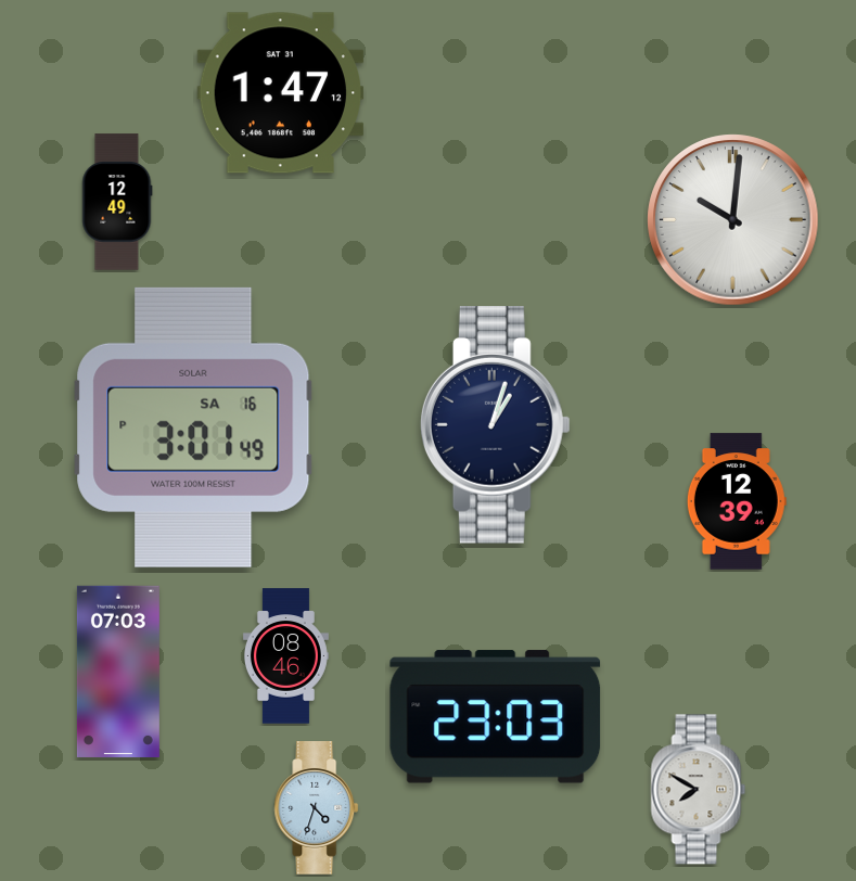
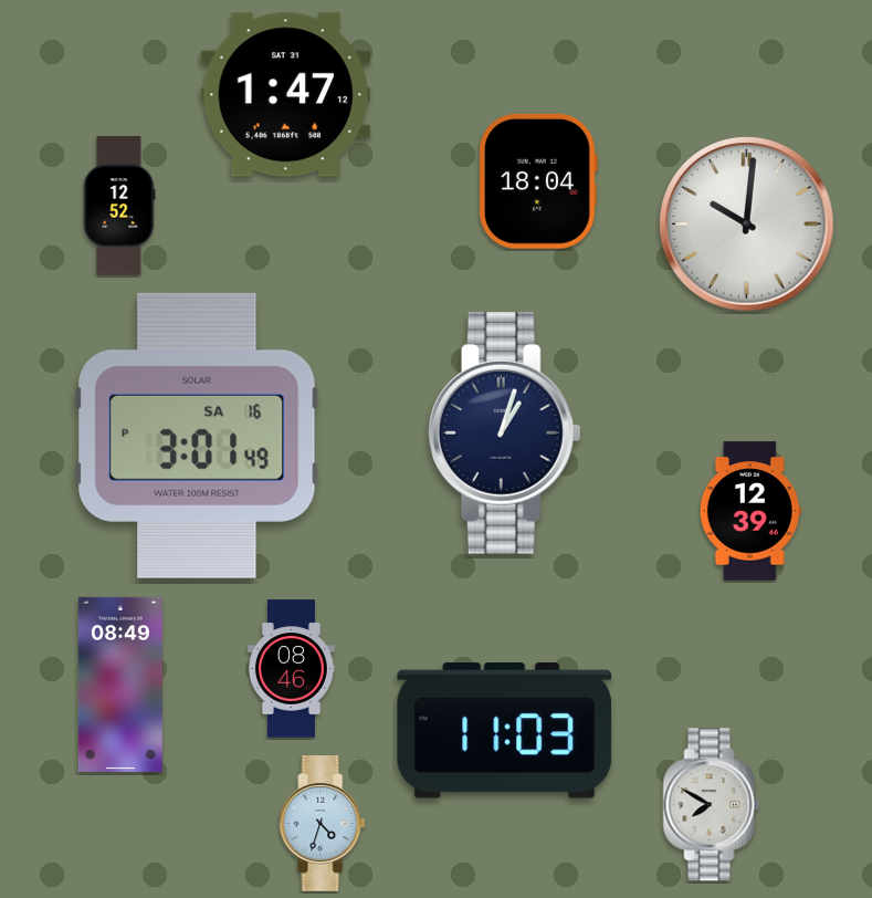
clock at (538, 181): none -> 18:04
clock at (117, 202): 12:49 -> 12:52
clock at (118, 672): 07:03 -> 08:49
clock at (496, 717): 23:03 -> 11:03
